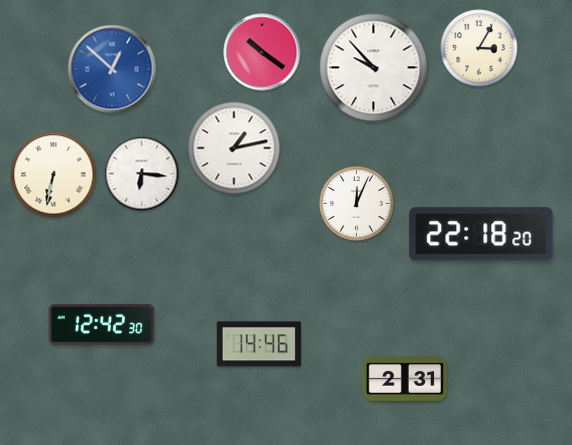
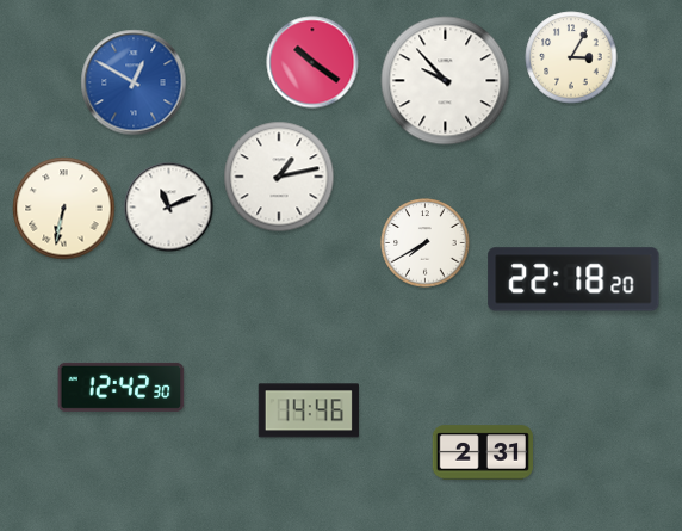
clock at (112, 69): 12:52 -> 12:50
clock at (142, 174): 6:16 -> 11:11
clock at (357, 204): 12:04 -> 7:40
